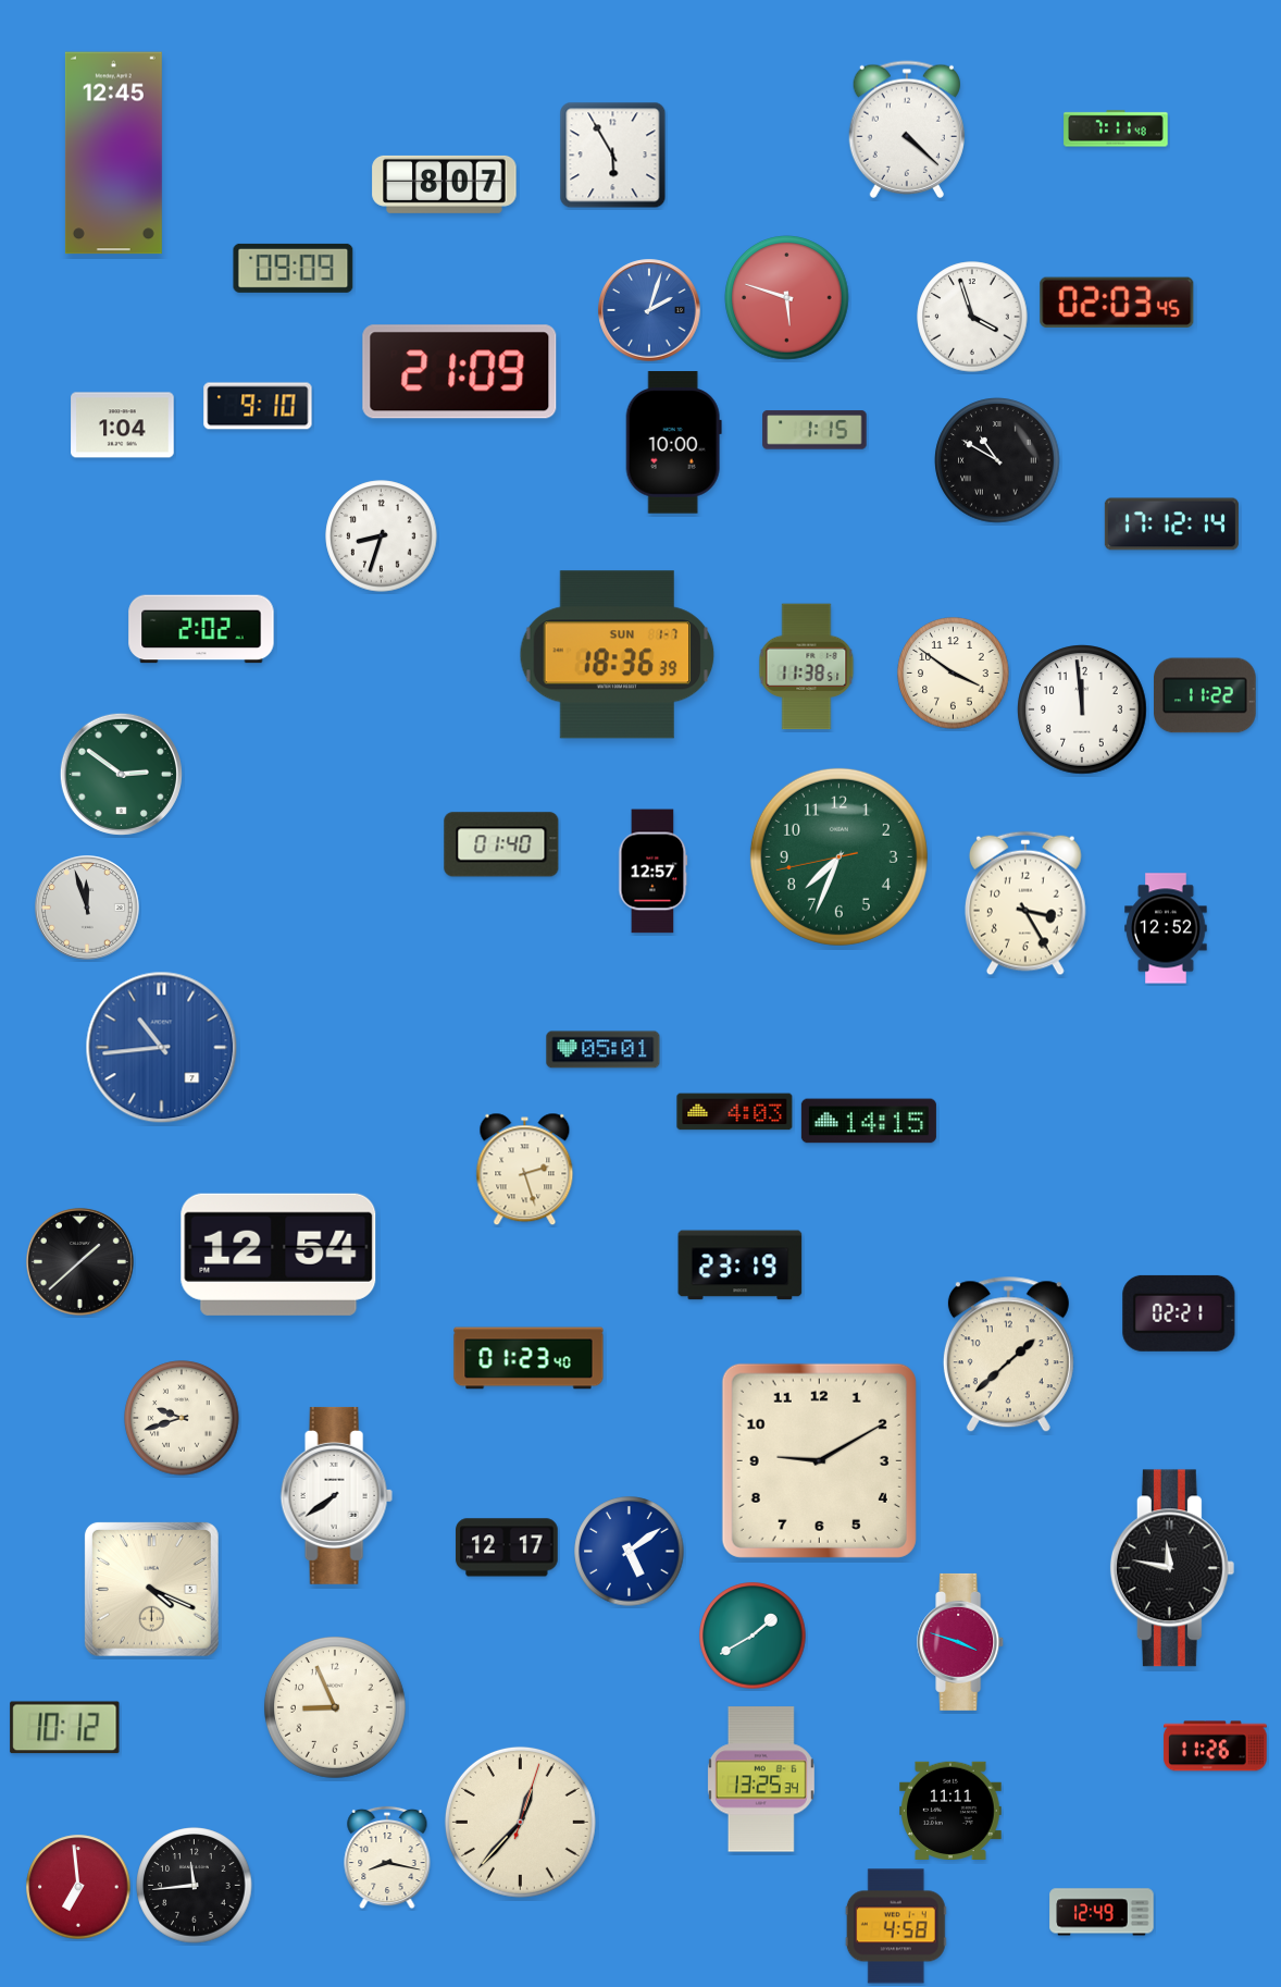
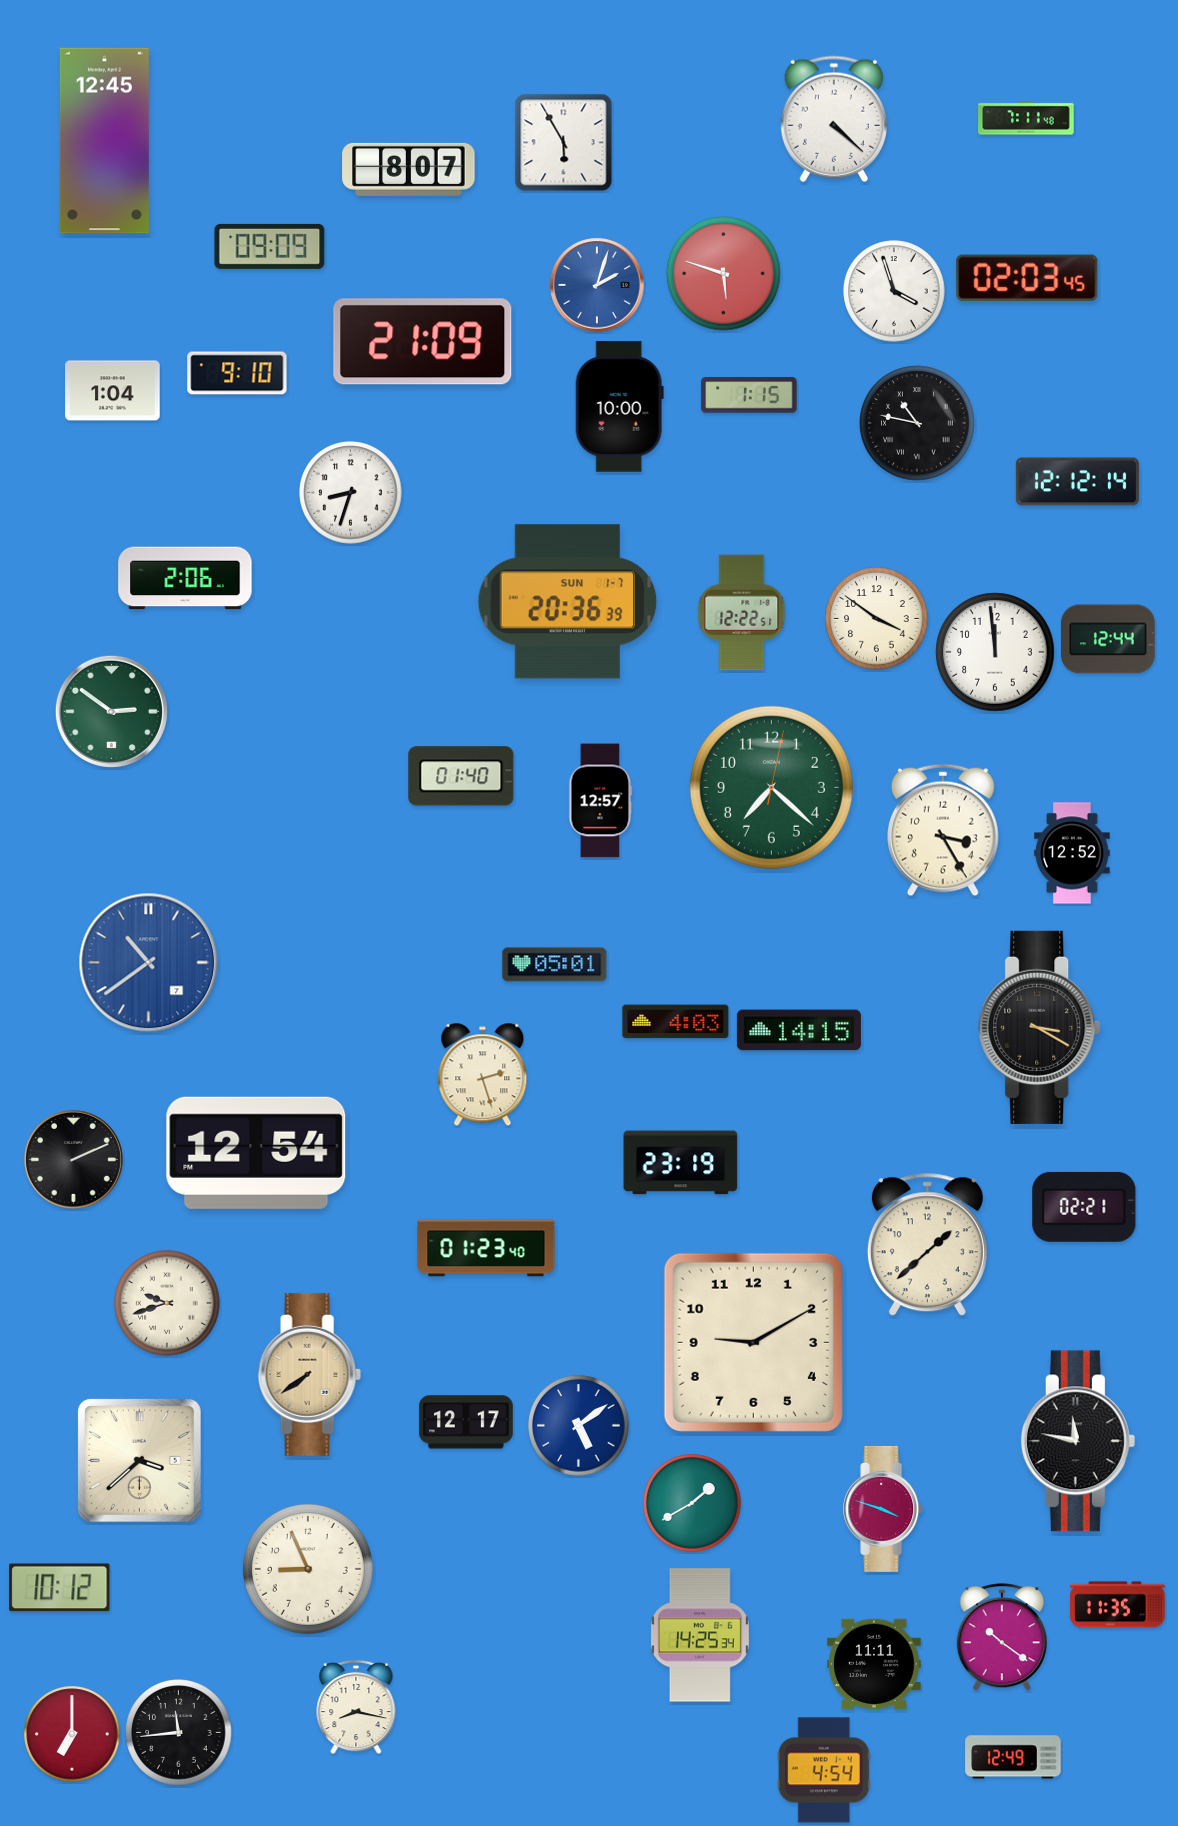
clock at (997, 460): 10:50 -> 10:47
clock at (1171, 524): 17:12 -> 12:12
clock at (201, 629): 2:02 -> 2:06
clock at (618, 655): 18:36 -> 20:36
clock at (807, 667): 11:38 -> 12:22
clock at (1205, 695): 11:22 -> 12:44
clock at (838, 856): 7:33 -> 7:22
clock at (87, 908): 11:57 -> none
clock at (162, 1048): 10:44 -> 10:39
clock at (1040, 1027): none -> 3:20
clock at (80, 1262): 1:38 -> 2:11
clock at (336, 1495) dial: white -> champagne
clock at (151, 1589): 4:19 -> 3:38
clock at (1216, 1747): 11:26 -> 11:35
clock at (761, 1779): 13:25 -> 14:25
clock at (1002, 1638): none -> 10:21
clock at (520, 1822): 12:37 -> none
clock at (78, 1887): 6:59 -> 7:00
clock at (896, 1926): 4:58 -> 4:54
